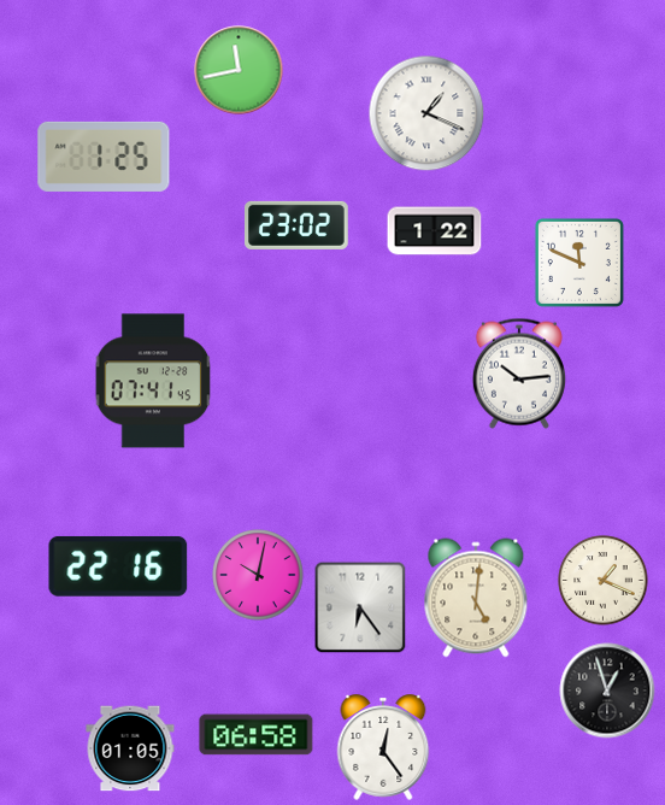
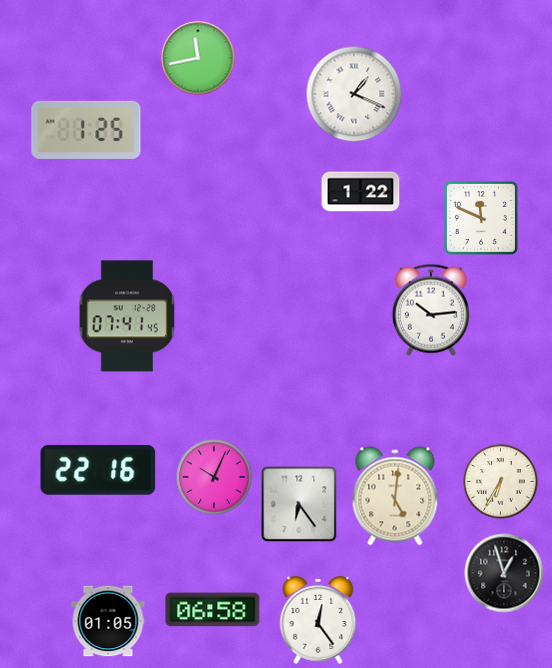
clock at (298, 225): 23:02 -> none
clock at (258, 575): 10:02 -> 10:04
clock at (604, 581): 1:19 -> 6:35
